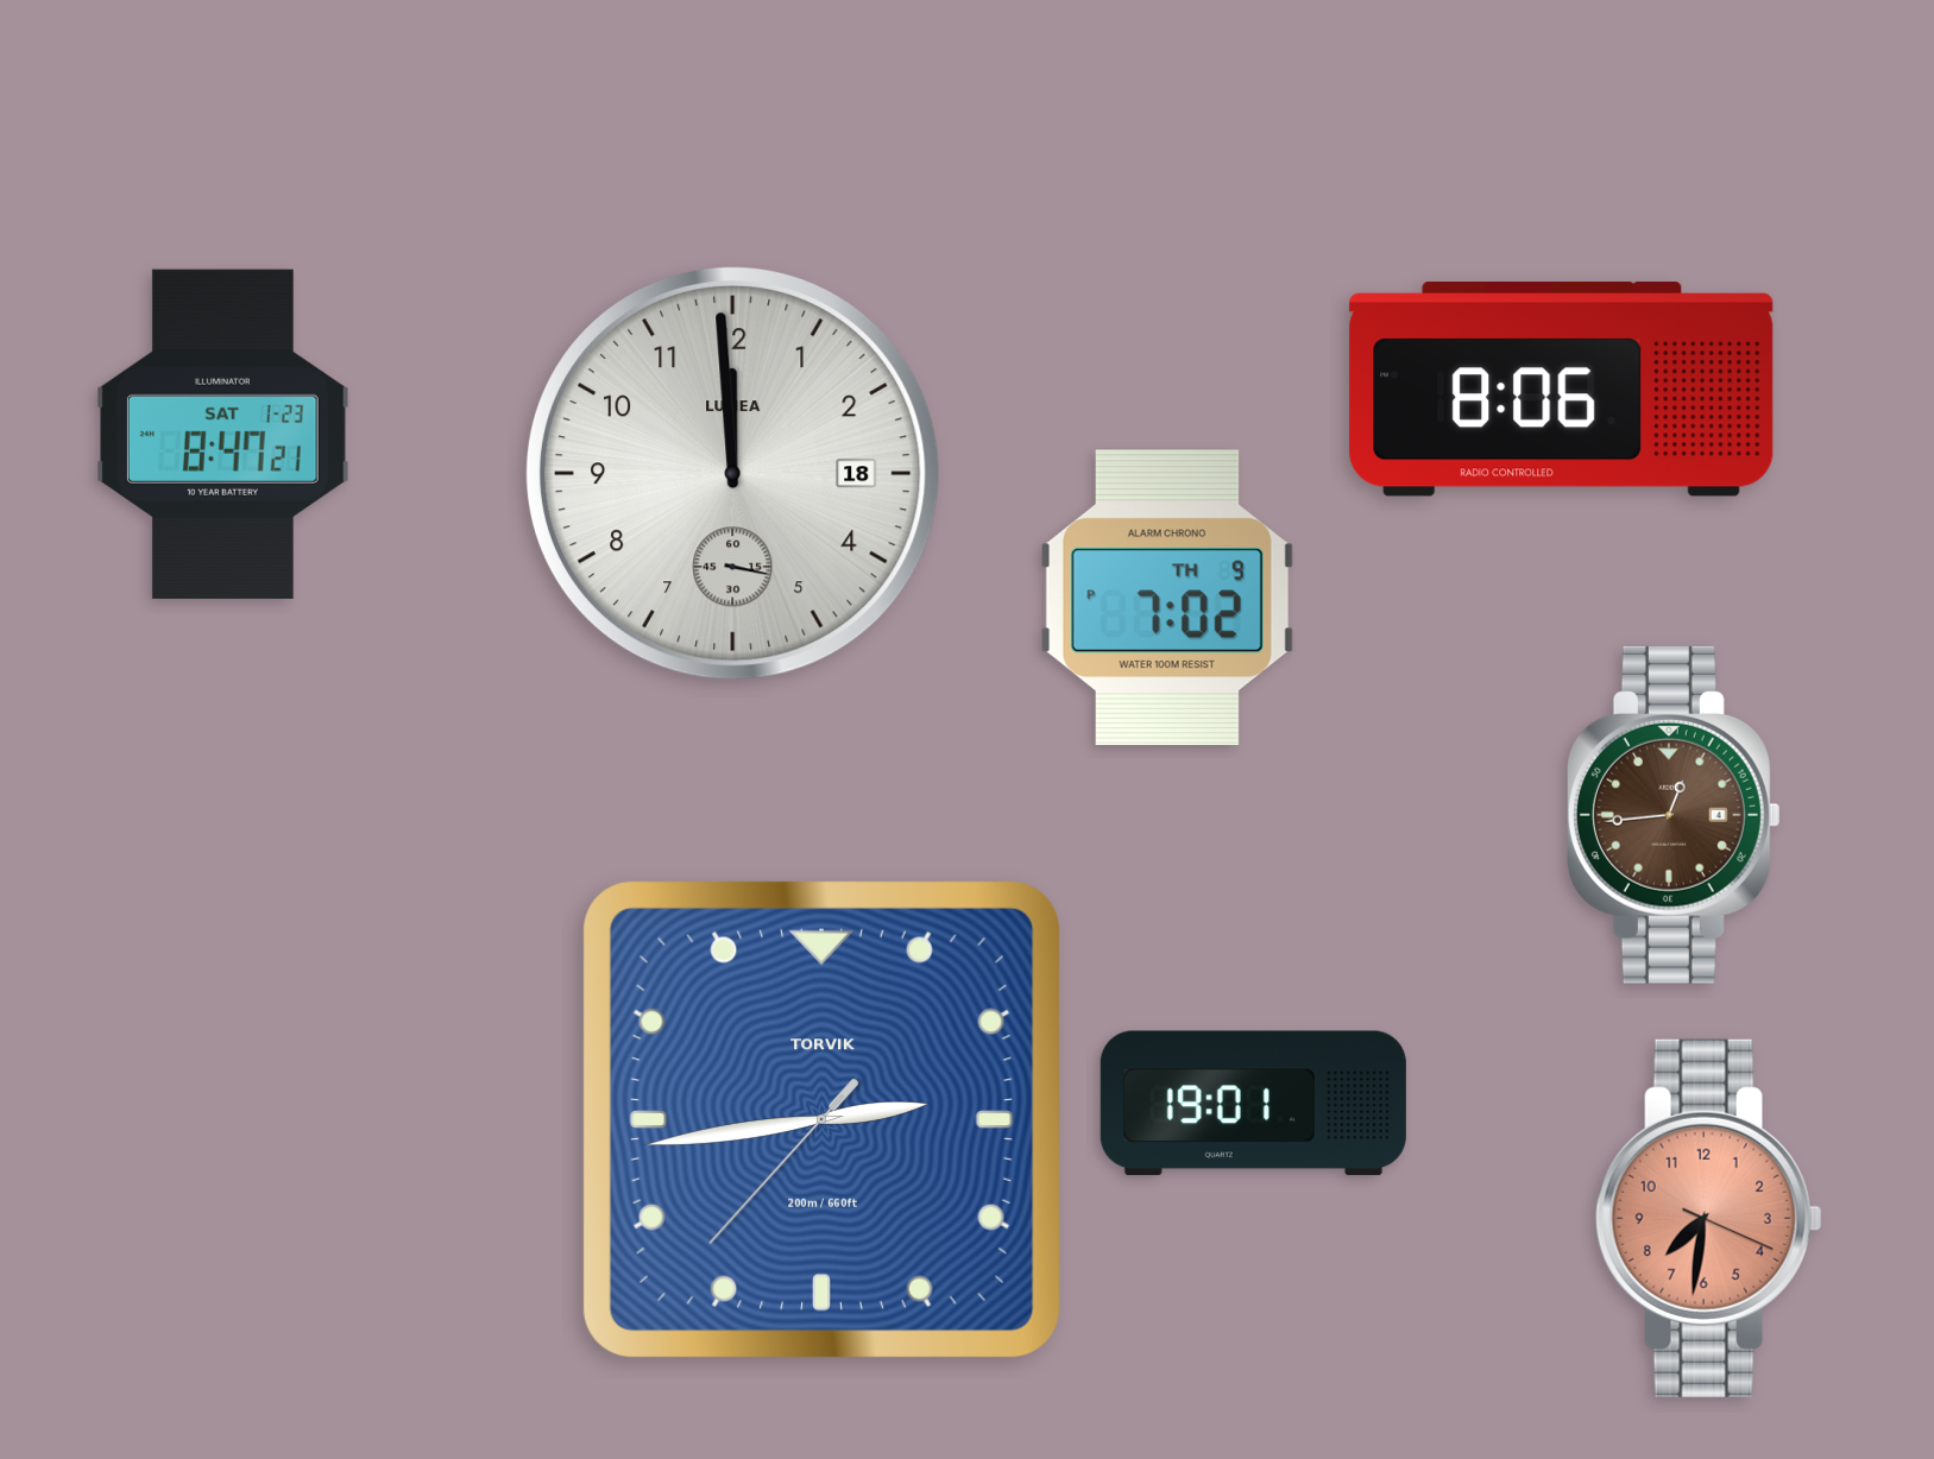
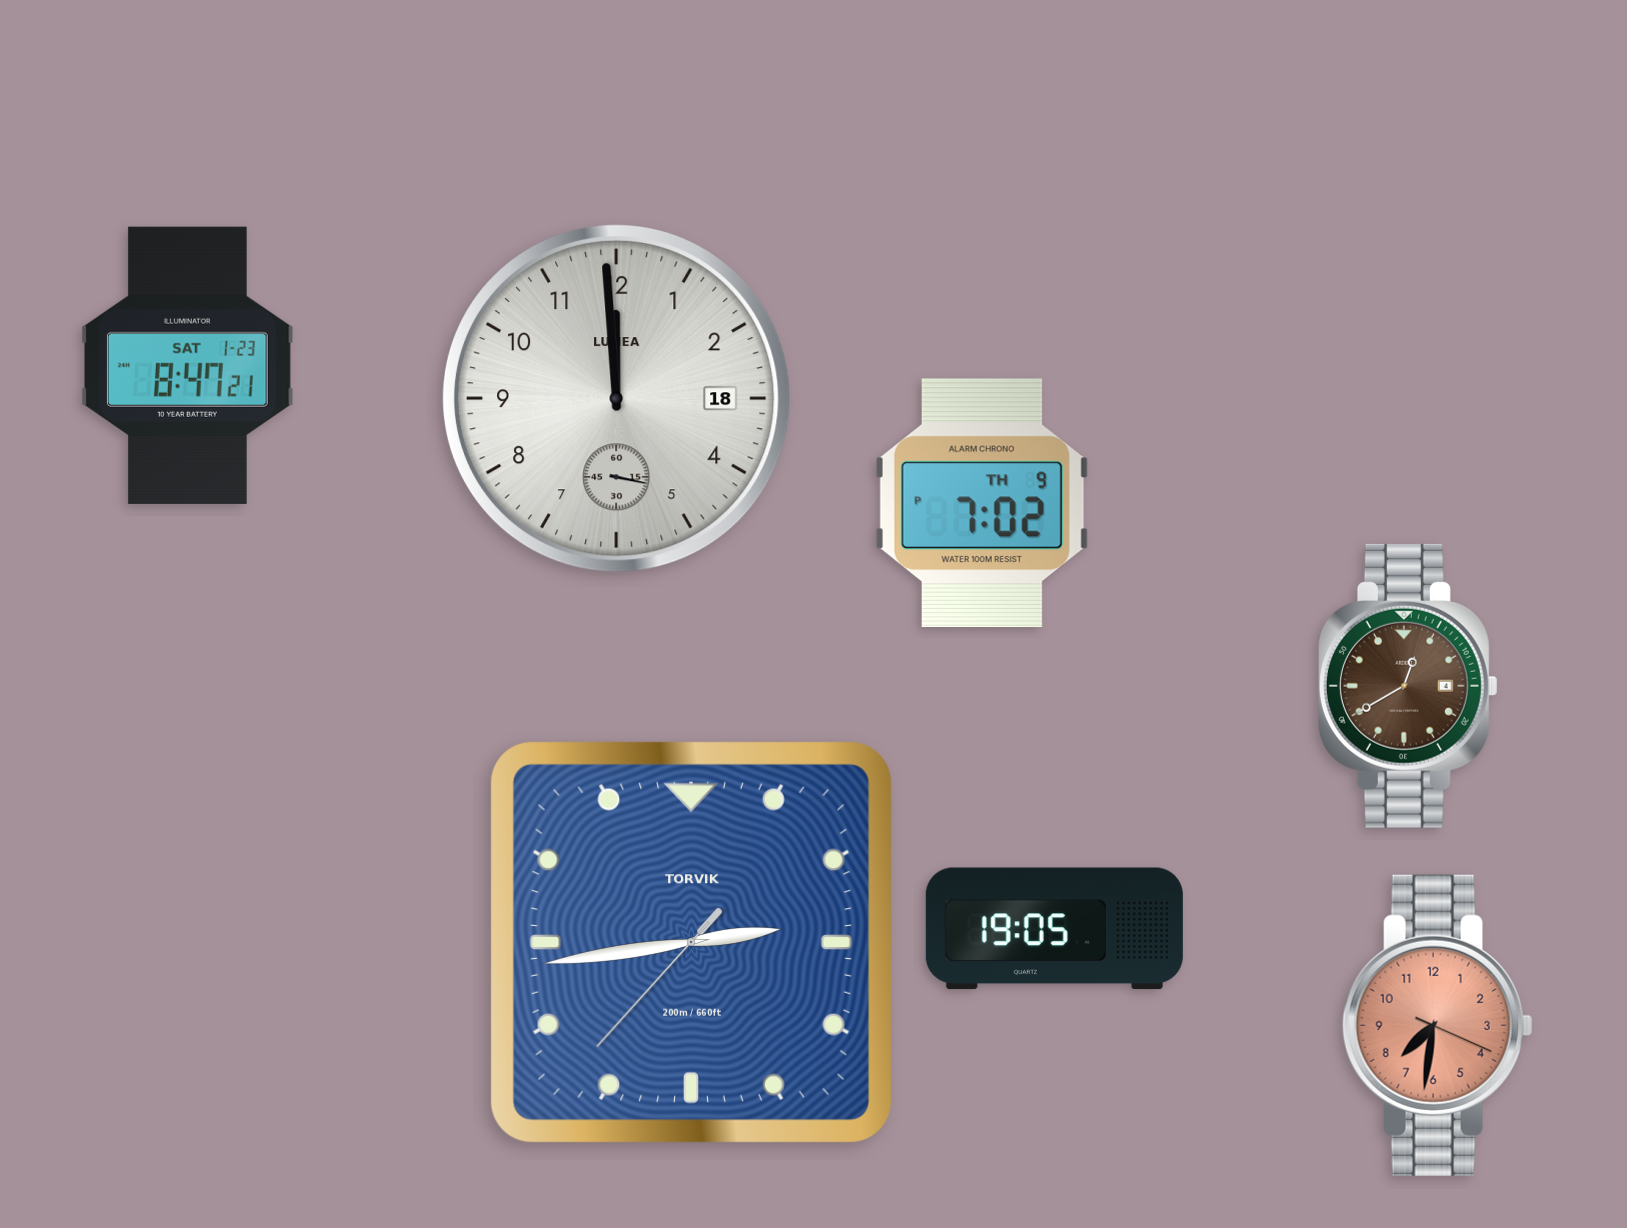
clock at (1562, 390): 8:06 -> none
clock at (1674, 815): 12:44 -> 12:40
clock at (1253, 1104): 19:01 -> 19:05
